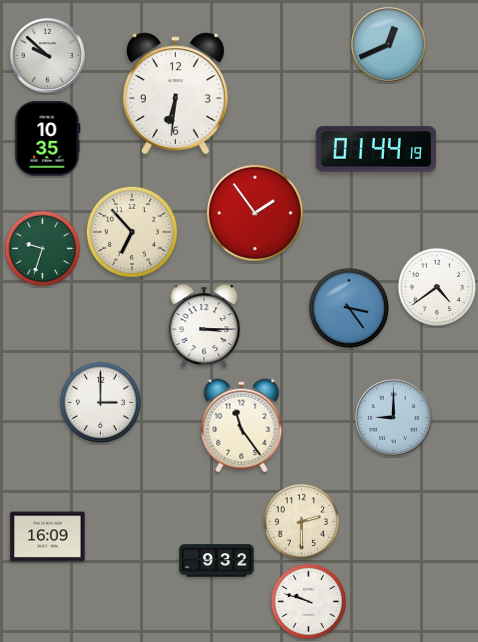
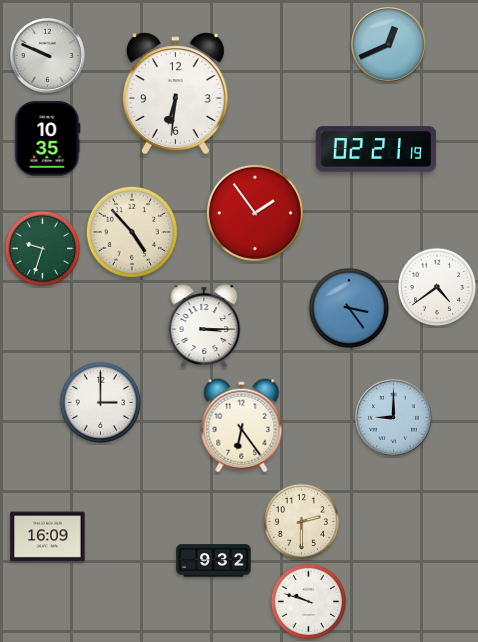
clock at (47, 55): 9:52 -> 9:49
clock at (376, 149): 01:44 -> 02:21
clock at (132, 232): 6:53 -> 4:53
clock at (242, 426): 11:24 -> 6:24
clock at (217, 561) position: (217, 561) -> (214, 561)
